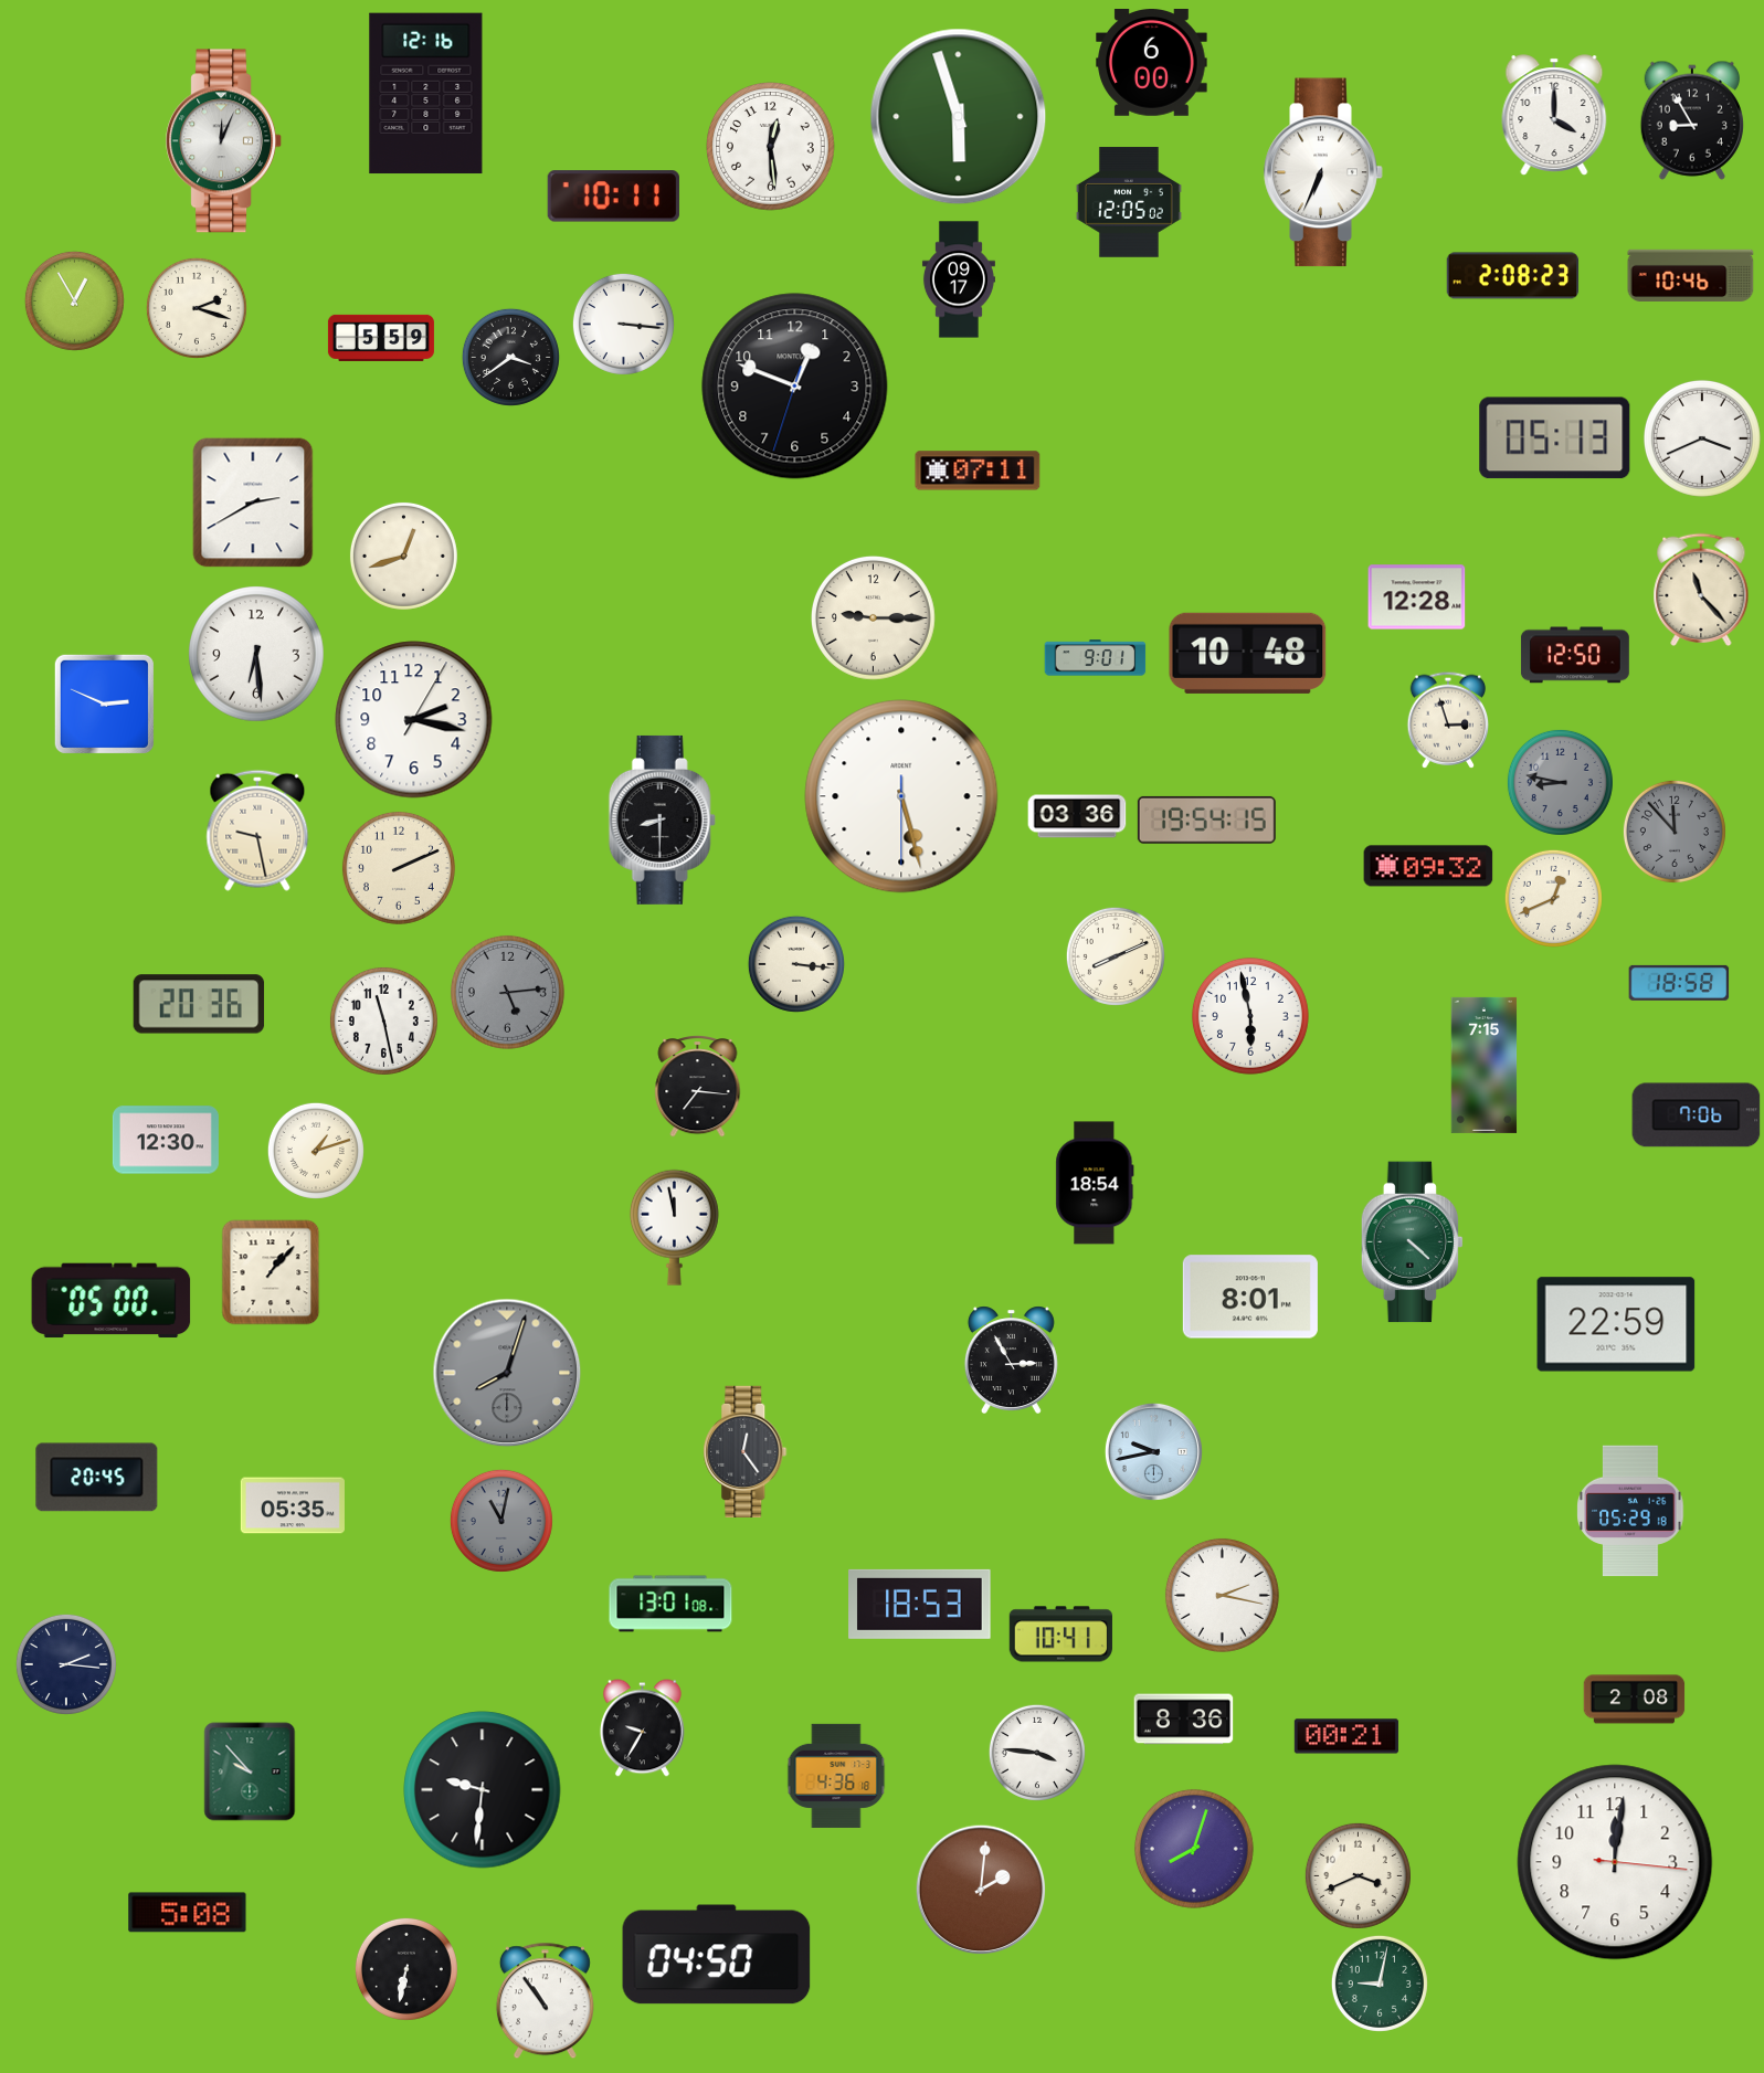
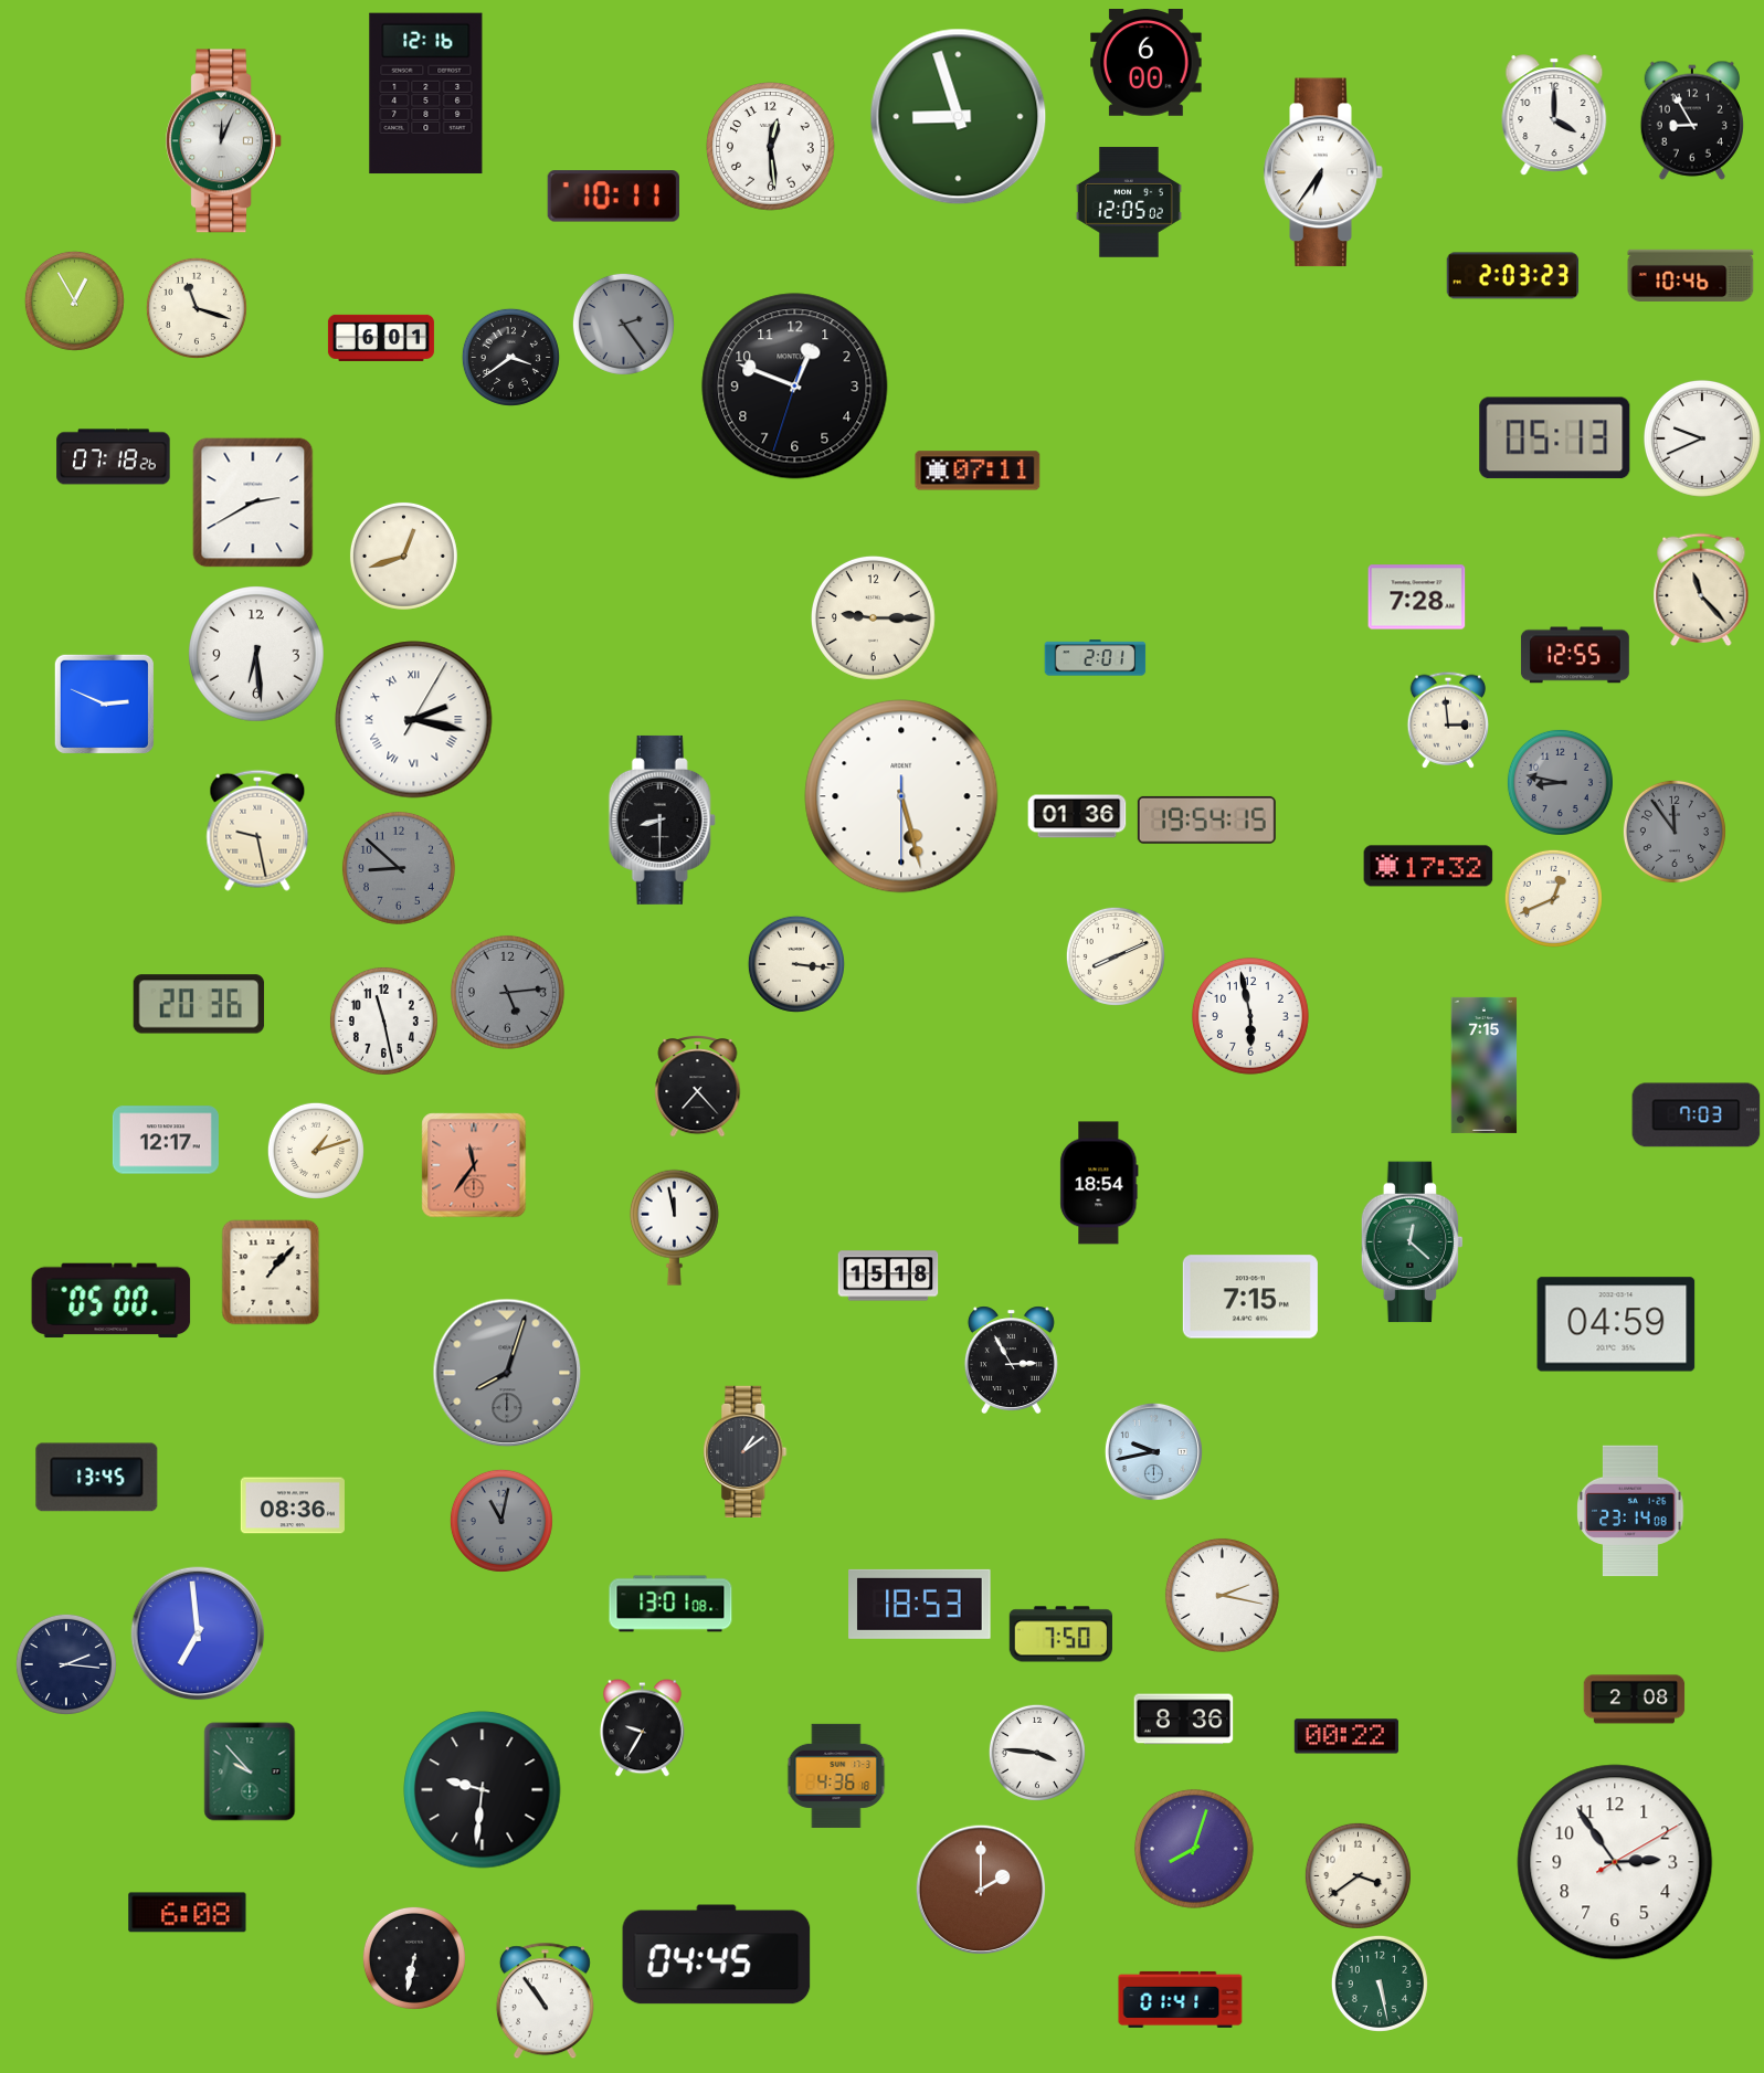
clock at (1152, 63) position: (1152, 63) -> (1147, 63)
clock at (959, 117): 5:57 -> 8:57
clock at (1323, 172): 6:34 -> 6:36
clock at (1513, 276): 2:08 -> 2:03
clock at (959, 279): 09:17 -> none
clock at (197, 308): 2:18 -> 11:18
clock at (623, 324): 3:16 -> 2:24
clock at (623, 324) dial: white -> grey
clock at (381, 338): 5:59 -> 6:01
clock at (1702, 438): 3:41 -> 9:41
clock at (114, 457): none -> 07:18
clock at (1417, 597): 12:28 -> 7:28
clock at (1248, 653): 10:48 -> none
clock at (1575, 655): 12:50 -> 12:55
clock at (1096, 658): 9:01 -> 2:01
clock at (414, 720) numerals: Arabic -> Roman
clock at (1448, 720): 2:57 -> 2:59
clock at (1077, 816): 03:36 -> 01:36
clock at (1675, 832): 11:53 -> 11:54
clock at (1428, 866): 09:32 -> 17:32
clock at (399, 868): 2:11 -> 8:52
clock at (399, 868) dial: cream -> grey
clock at (1679, 983): 18:58 -> none
clock at (698, 1087): 7:16 -> 7:23
clock at (1697, 1115): 7:06 -> 7:03
clock at (166, 1140): 12:30 -> 12:17
clock at (474, 1165): none -> 11:36
clock at (1095, 1183) position: (1095, 1183) -> (1099, 1183)
clock at (1412, 1242): 4:22 -> 12:22
clock at (888, 1276): none -> 15:18
clock at (1250, 1297): 8:01 -> 7:15
clock at (1616, 1324): 22:59 -> 04:59
clock at (746, 1452): 12:24 -> 1:09
clock at (97, 1478): 20:45 -> 13:45
clock at (293, 1505): 05:35 -> 08:36
clock at (1630, 1511): 05:29 -> 23:14
clock at (198, 1633): none -> 6:59
clock at (1060, 1635): 10:41 -> 7:50
clock at (1346, 1736): 00:21 -> 00:22
clock at (1615, 1862): 12:01 -> 2:54
clock at (1358, 1875): 3:41 -> 3:39
clock at (981, 1890): 2:01 -> 2:00
clock at (188, 1913): 5:08 -> 6:08
clock at (717, 1955): 04:50 -> 04:45
clock at (406, 1969) position: (406, 1969) -> (414, 1958)
clock at (1380, 1984): 9:02 -> 5:28
clock at (1181, 1999): none -> 01:41
